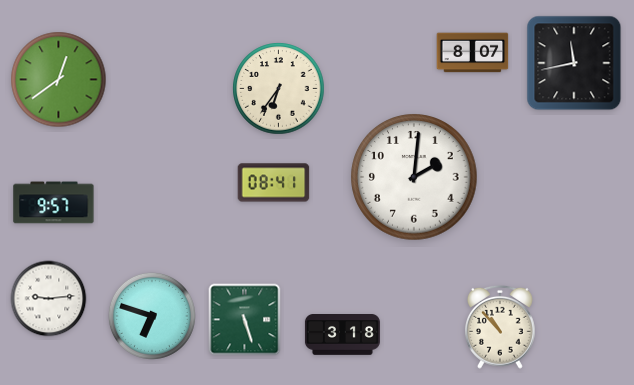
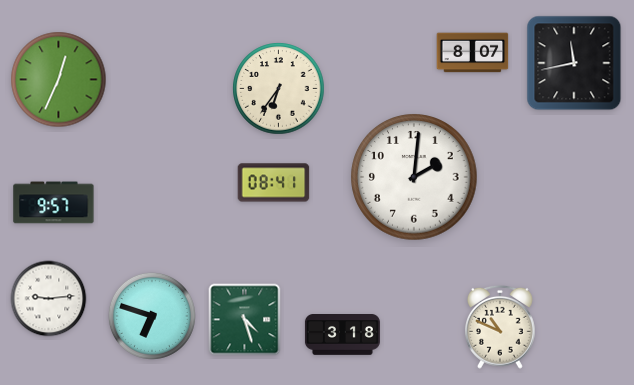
clock at (59, 80): 12:39 -> 12:34
clock at (245, 320): 5:27 -> 4:27
clock at (501, 327): 10:53 -> 10:49
